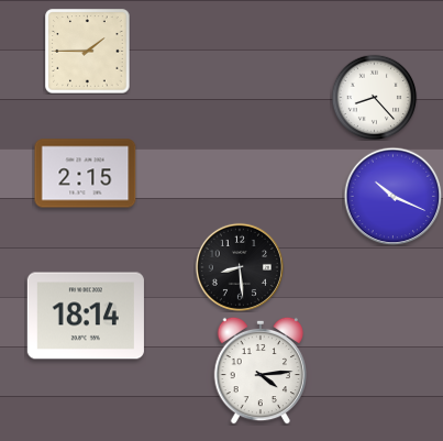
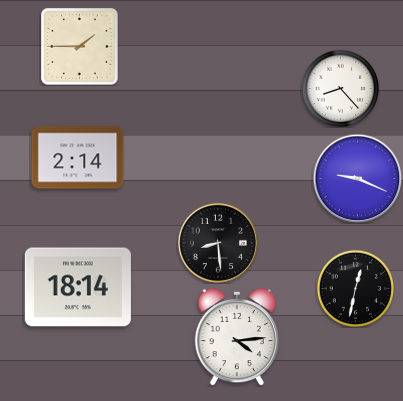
clock at (86, 174): 2:15 -> 2:14
clock at (392, 196): 10:19 -> 9:19
clock at (355, 288): none -> 12:32
